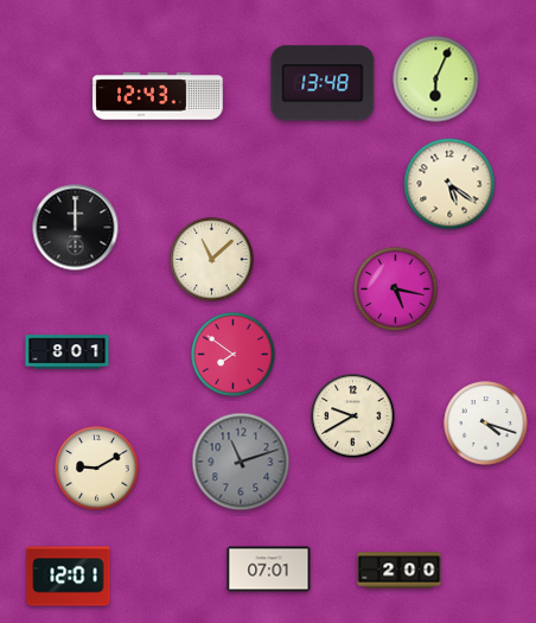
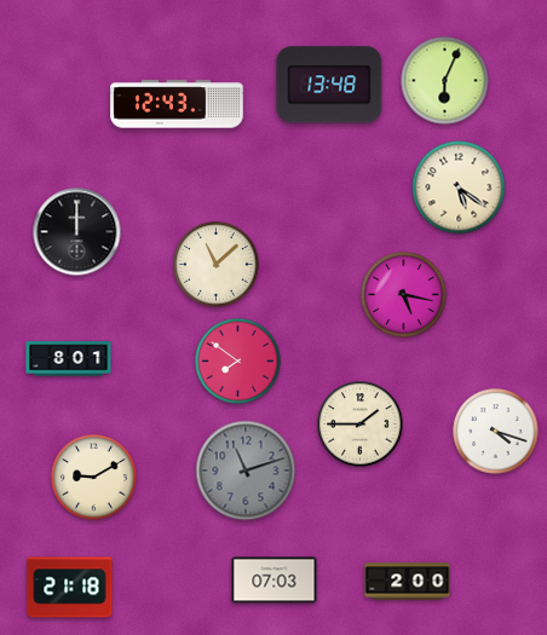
clock at (158, 96) position: (158, 96) -> (177, 104)
clock at (353, 417): 9:40 -> 1:45
clock at (97, 469) position: (97, 469) -> (94, 478)
clock at (269, 570): 07:01 -> 07:03
clock at (69, 577): 12:01 -> 21:18
